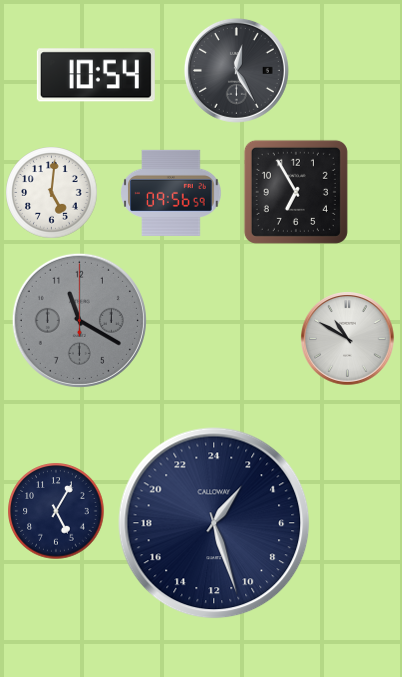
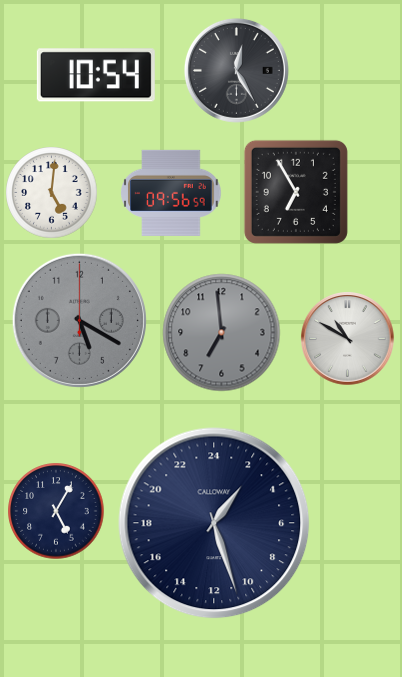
clock at (79, 320): 11:20 -> 5:20
clock at (222, 333): none -> 6:59
